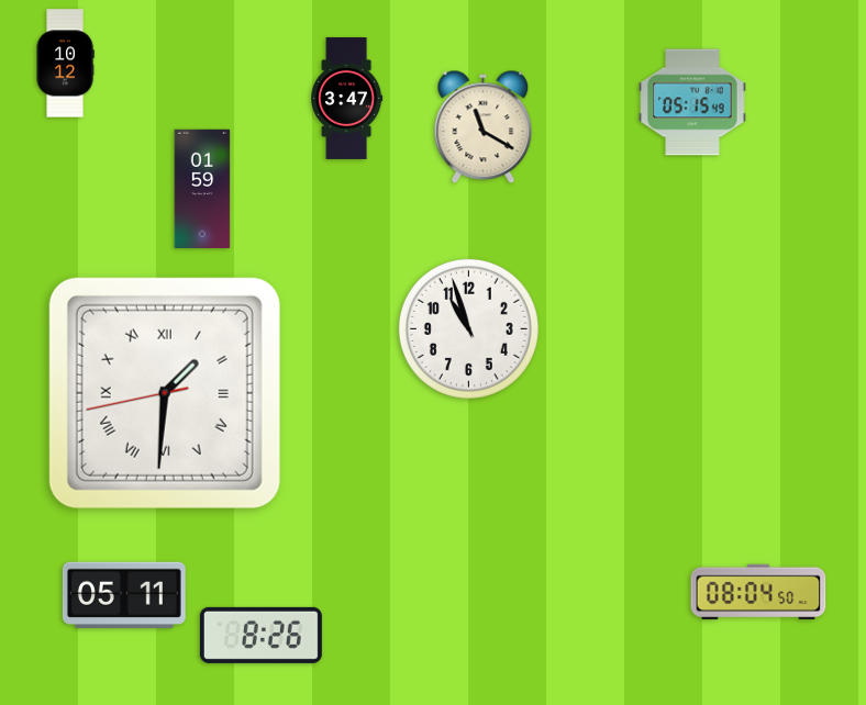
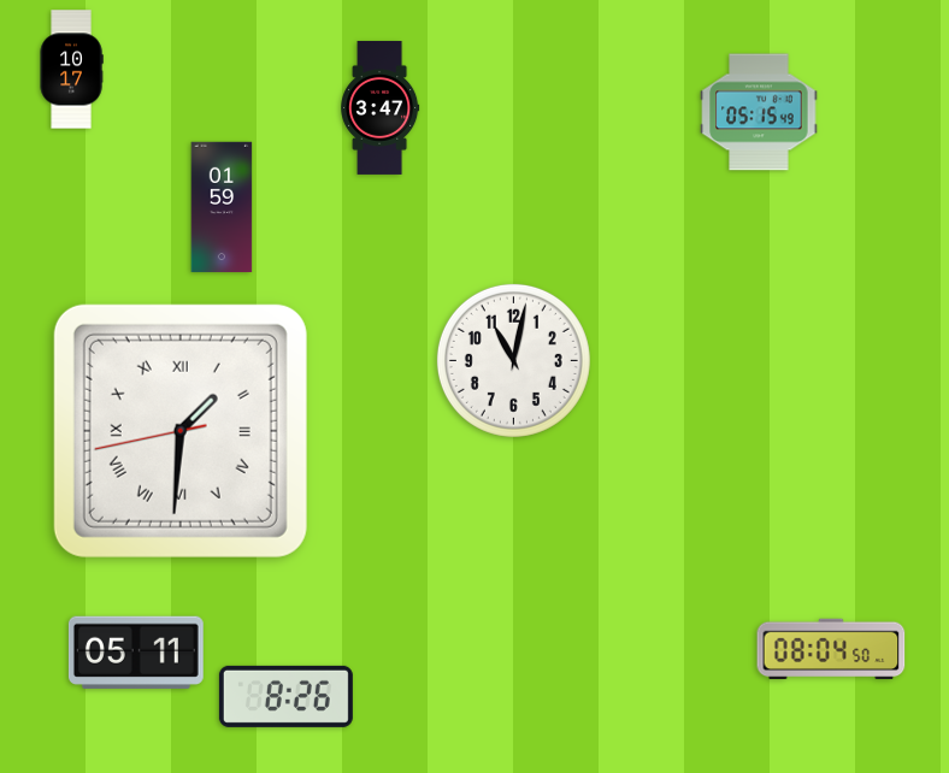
clock at (65, 64): 10:12 -> 10:17
clock at (484, 127): 11:20 -> none
clock at (468, 328): 10:57 -> 11:02
